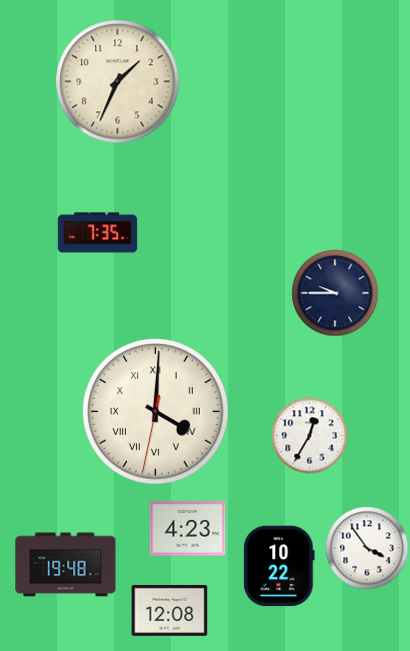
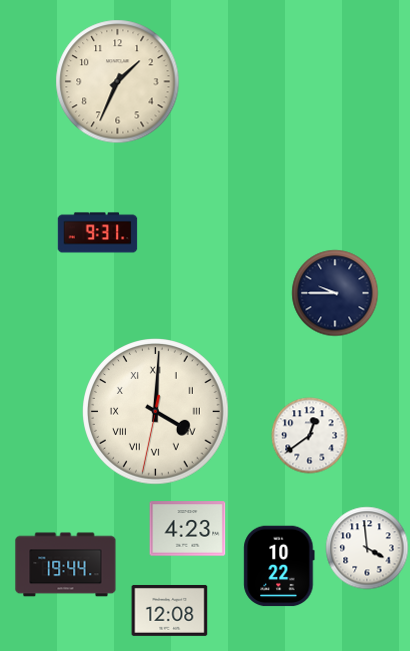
clock at (98, 233): 7:35 -> 9:31
clock at (310, 436): 12:35 -> 12:39
clock at (367, 548): 3:54 -> 3:59
clock at (66, 565): 19:48 -> 19:44
